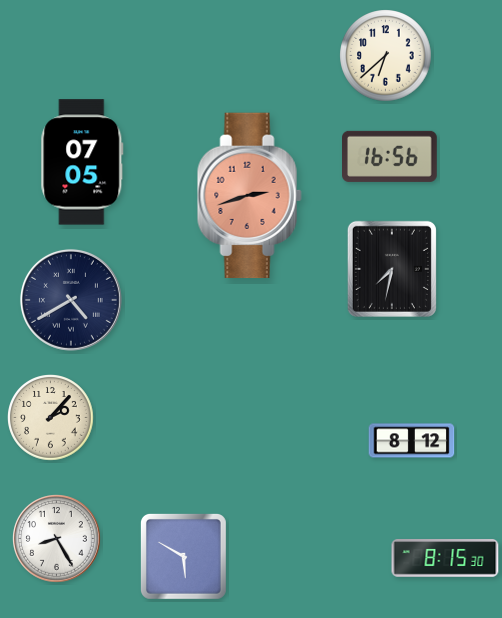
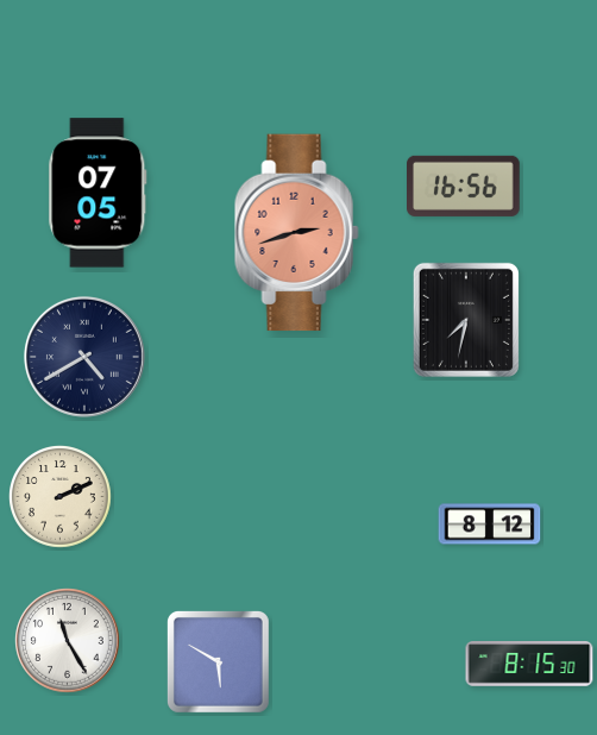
clock at (386, 56): 6:38 -> none
clock at (51, 418): 2:07 -> 2:11
clock at (57, 539): 8:25 -> 11:25
